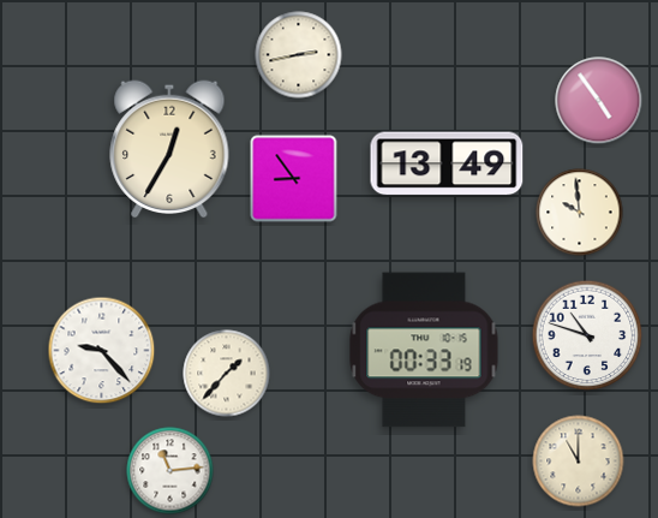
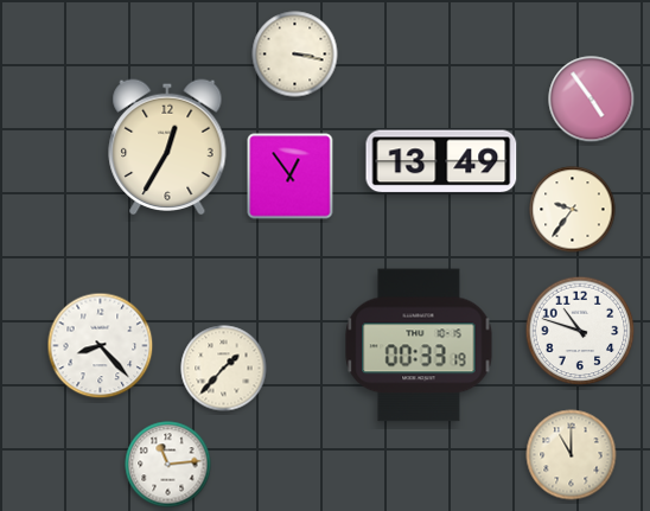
clock at (299, 55): 2:43 -> 3:17
clock at (294, 179): 8:54 -> 12:54
clock at (580, 213): 9:59 -> 9:36
clock at (102, 351): 9:23 -> 8:23
